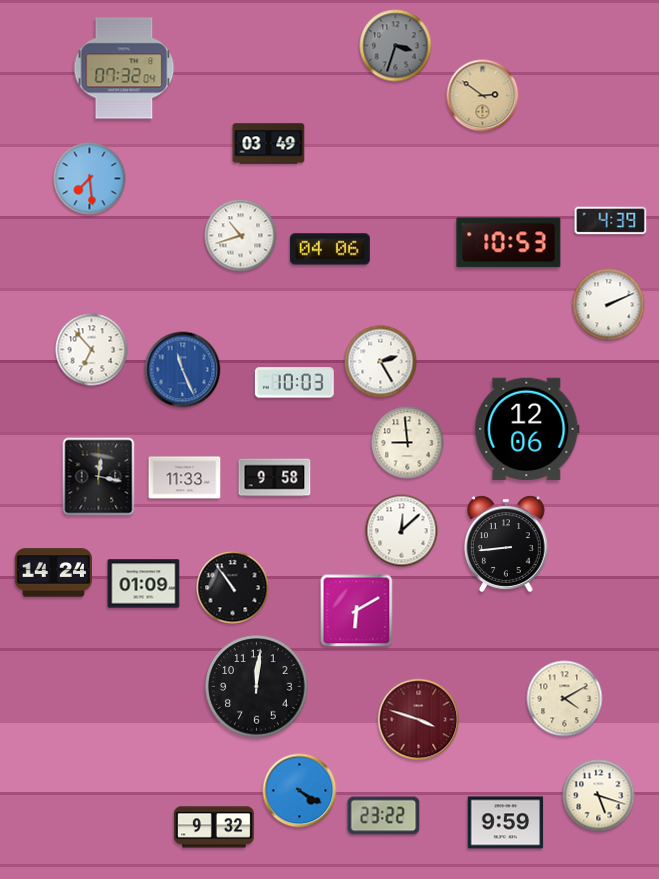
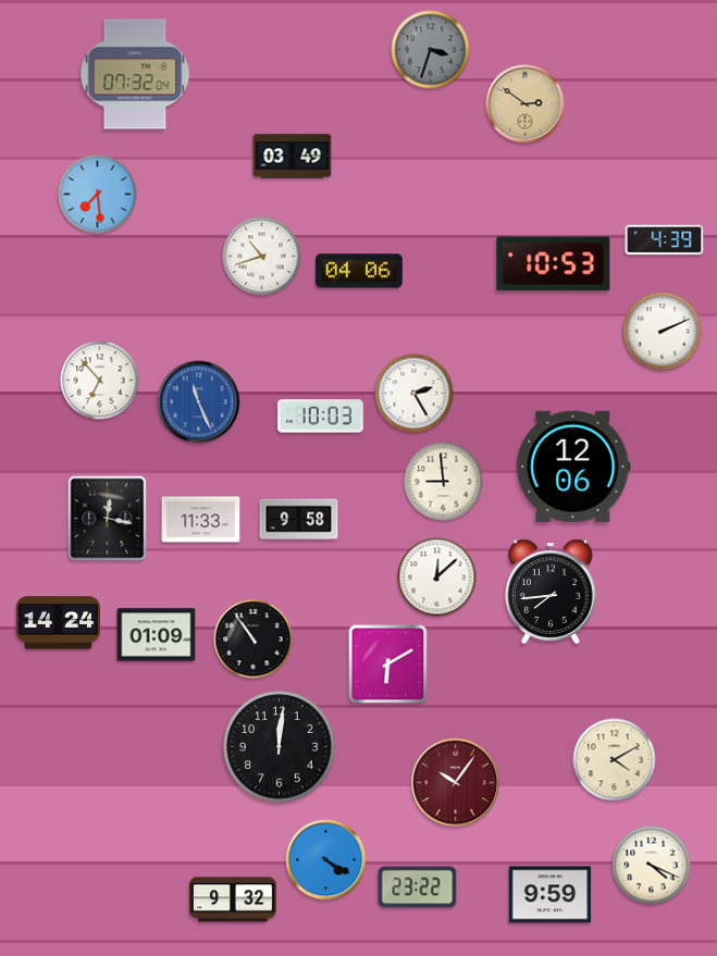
clock at (507, 544): 8:44 -> 7:44
clock at (419, 720): 3:48 -> 10:06
clock at (599, 796): 5:18 -> 4:19
